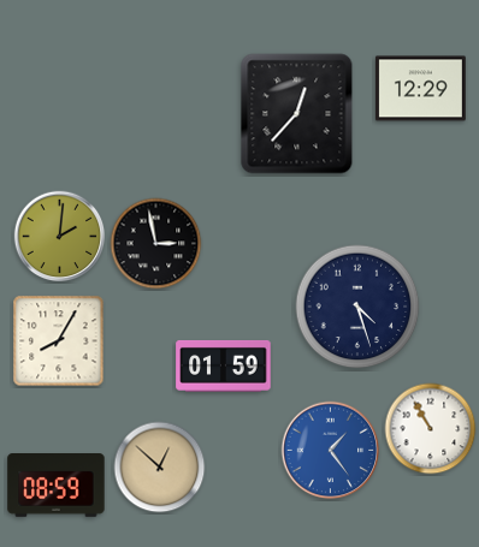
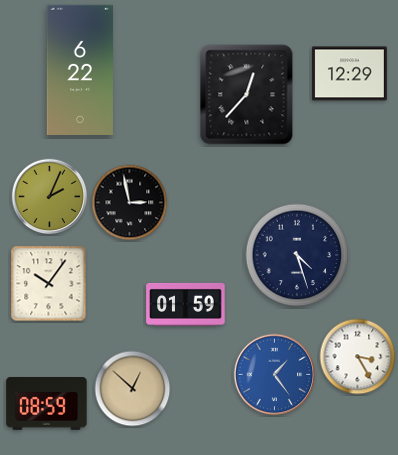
clock at (80, 70): none -> 6:22
clock at (60, 237): 2:01 -> 2:04
clock at (59, 341): 8:05 -> 10:06
clock at (431, 429): 10:55 -> 3:25
